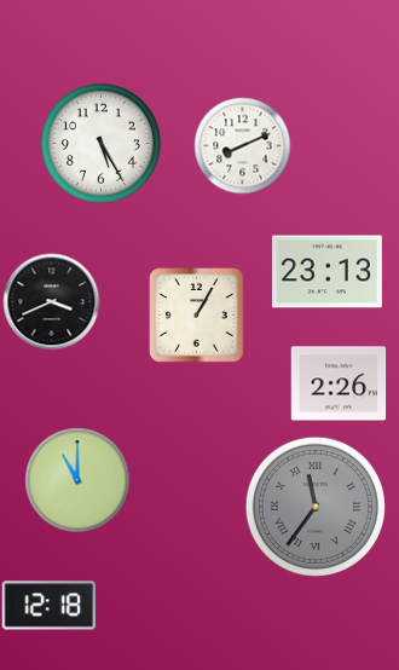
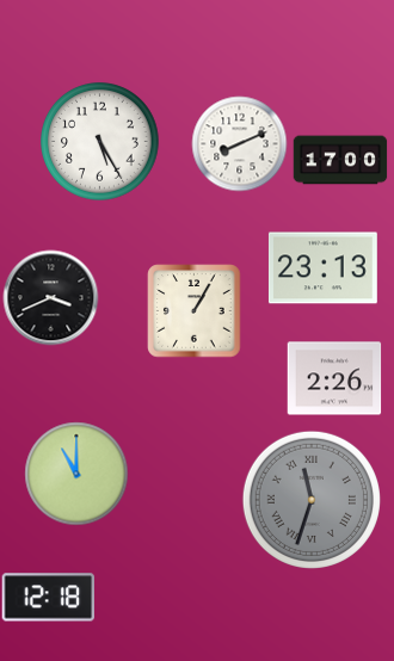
clock at (340, 160): none -> 17:00
clock at (316, 507): 11:36 -> 11:33
